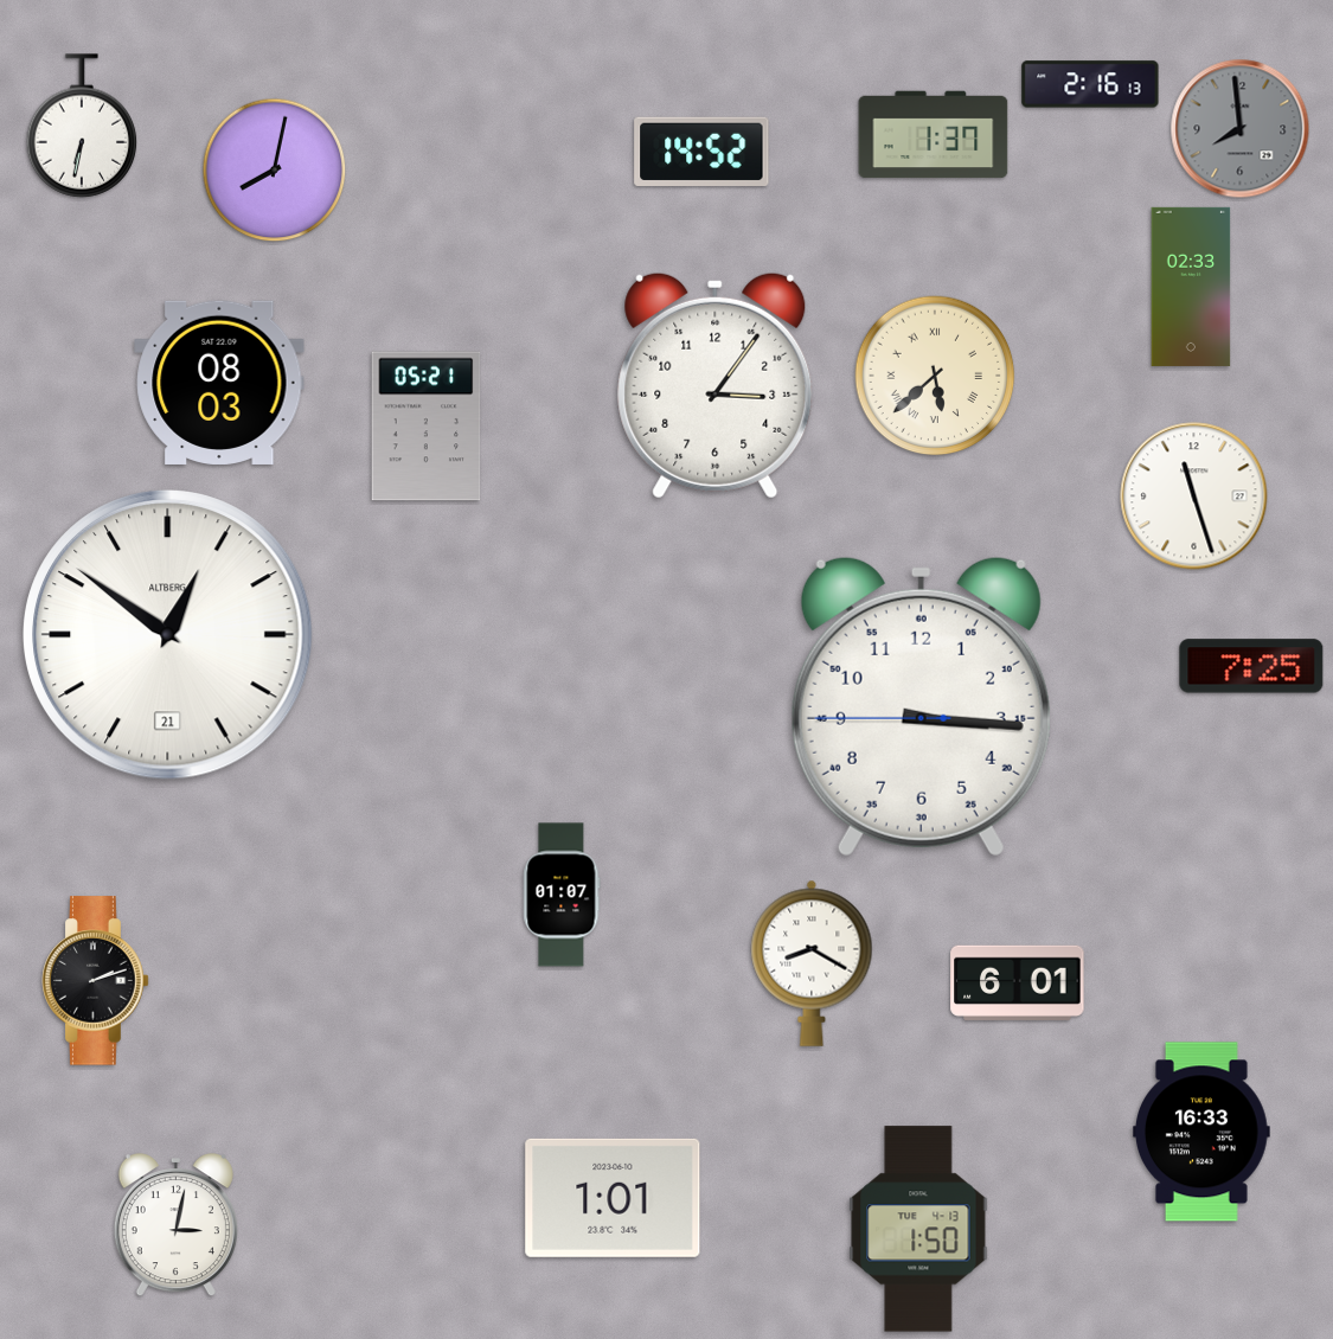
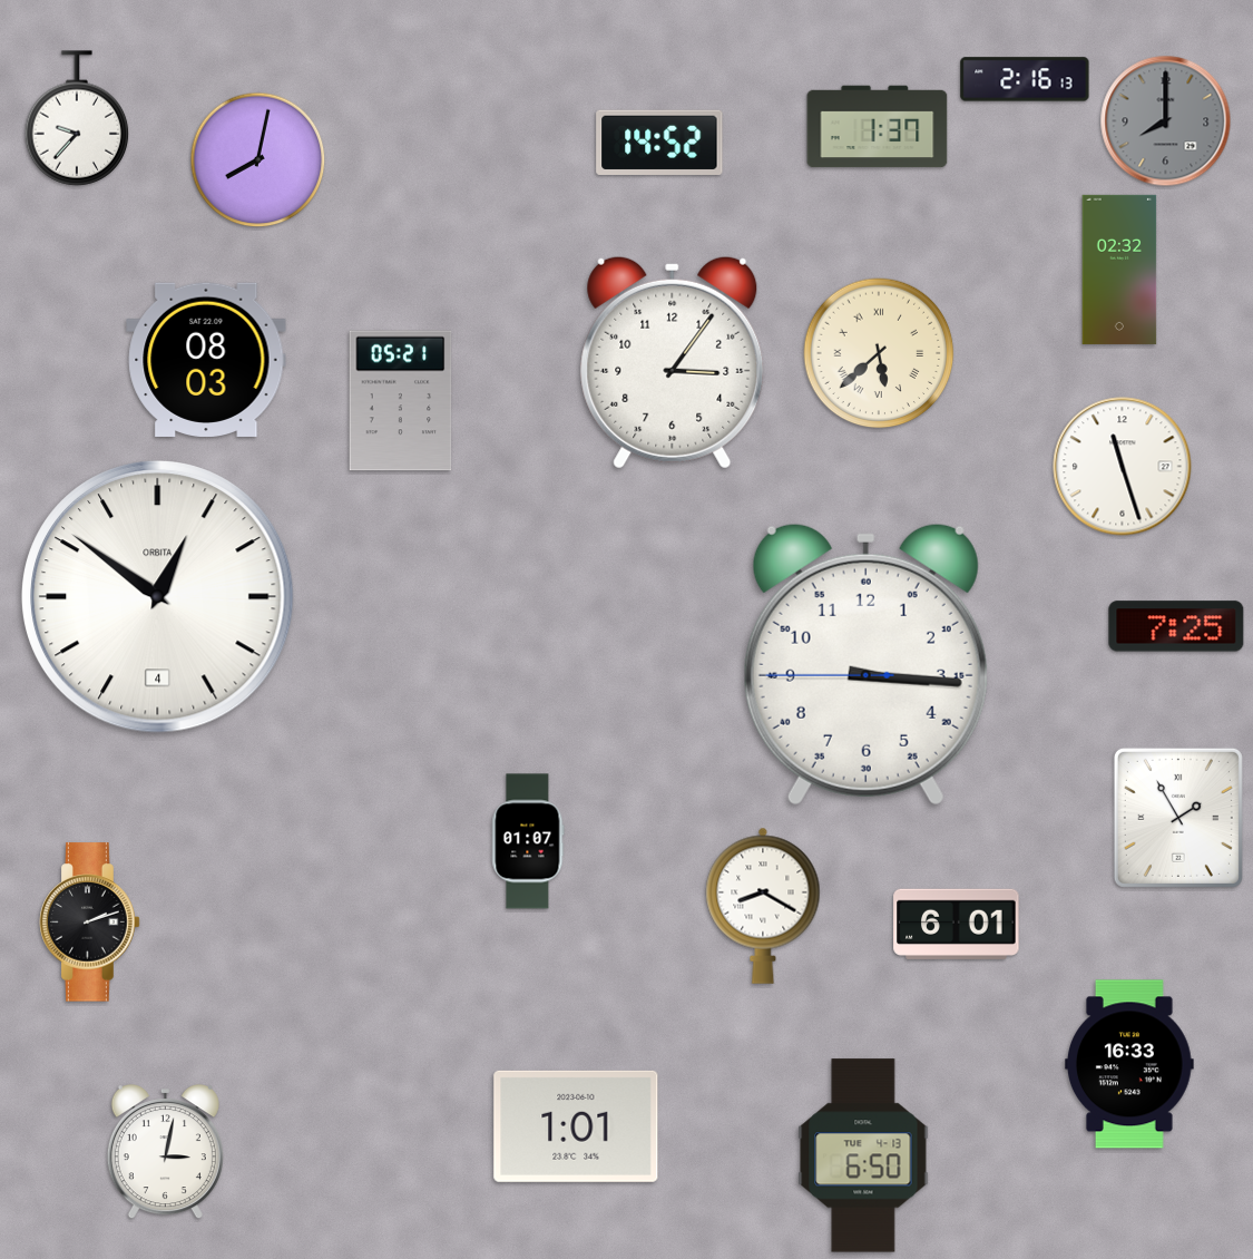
clock at (82, 126): 6:32 -> 9:37
clock at (1241, 129): 7:59 -> 8:00
clock at (1191, 287): 02:33 -> 02:32
clock at (168, 635) date: 21 -> 4
clock at (168, 635) brand: ALTBERG -> ORBITA
clock at (1178, 818): none -> 1:55
clock at (918, 1229): 1:50 -> 6:50
